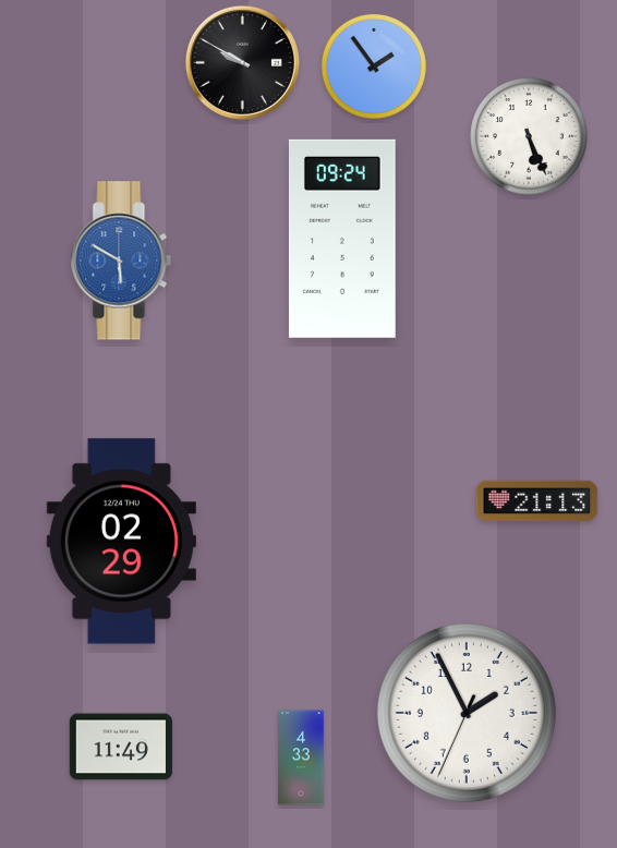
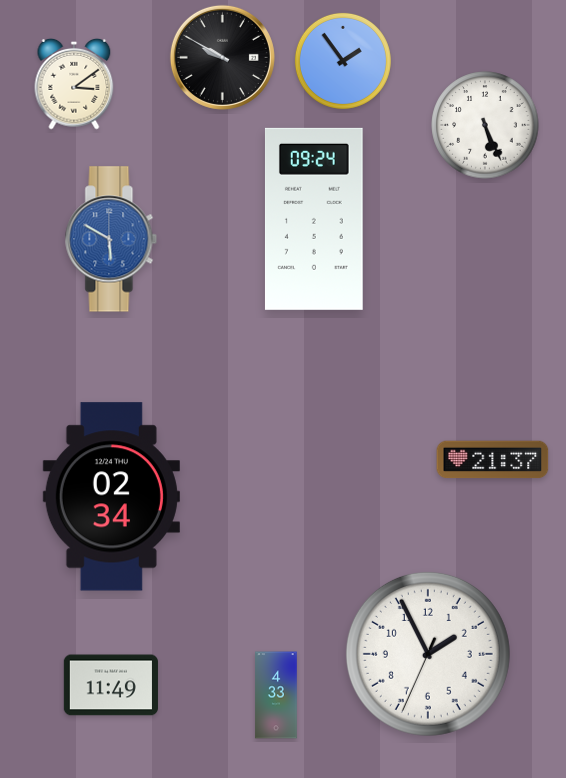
clock at (74, 84): none -> 3:09
clock at (537, 501): 21:13 -> 21:37
clock at (121, 542): 02:29 -> 02:34
